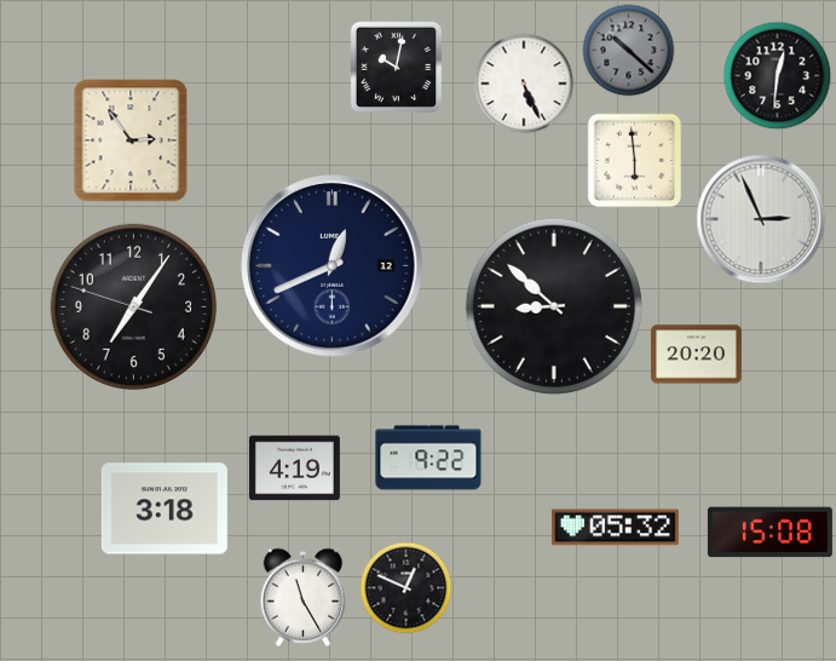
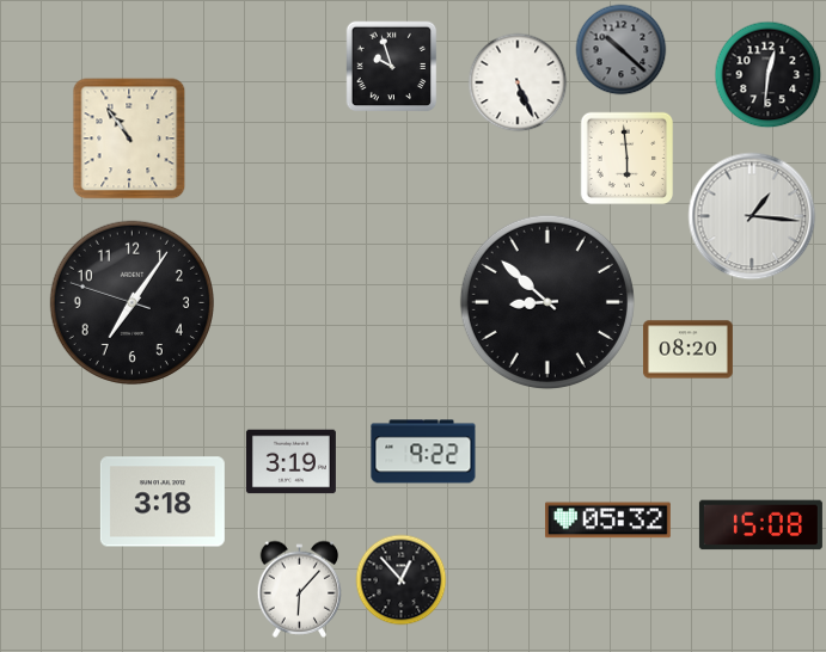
clock at (397, 68): 10:02 -> 9:57
clock at (131, 140): 2:54 -> 10:54
clock at (761, 219): 2:56 -> 1:16
clock at (333, 266): 12:41 -> none
clock at (696, 355): 20:20 -> 08:20
clock at (294, 469): 4:19 -> 3:19
clock at (407, 588): 12:49 -> 12:53
clock at (304, 597): 11:25 -> 6:07
